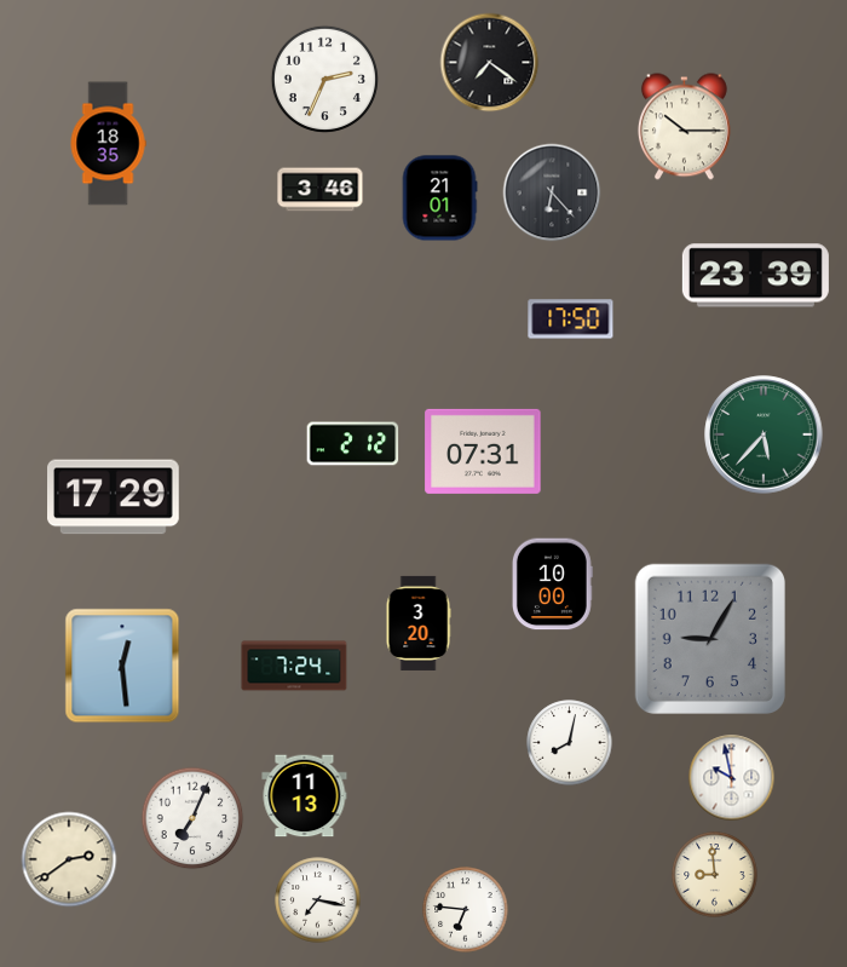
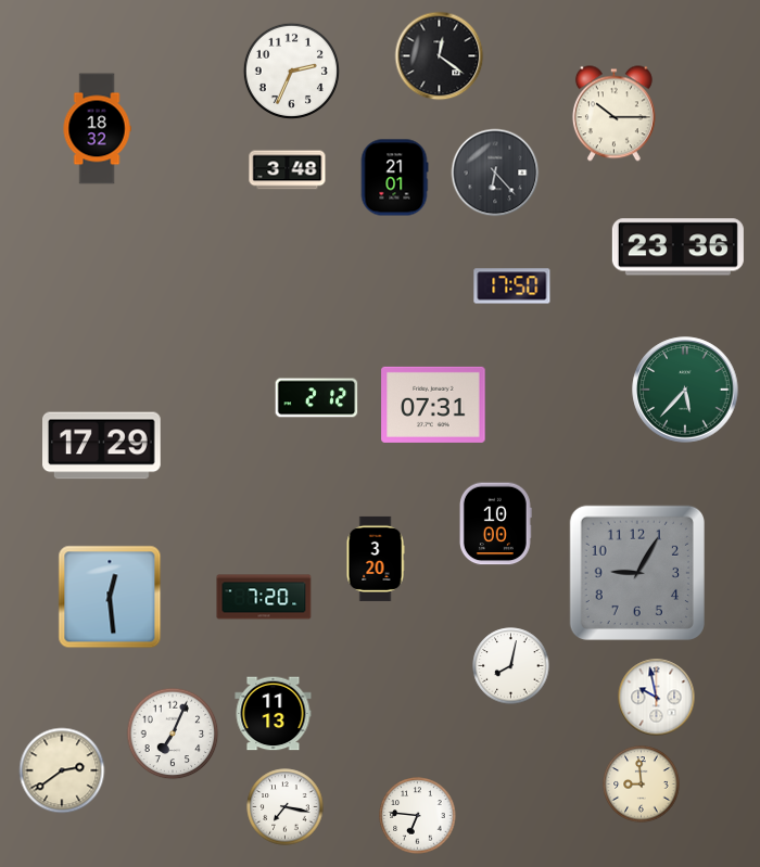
clock at (490, 63): 7:21 -> 12:21
clock at (108, 144): 18:35 -> 18:32
clock at (321, 190): 3:46 -> 3:48
clock at (755, 276): 23:39 -> 23:36
clock at (294, 666): 7:24 -> 7:20
